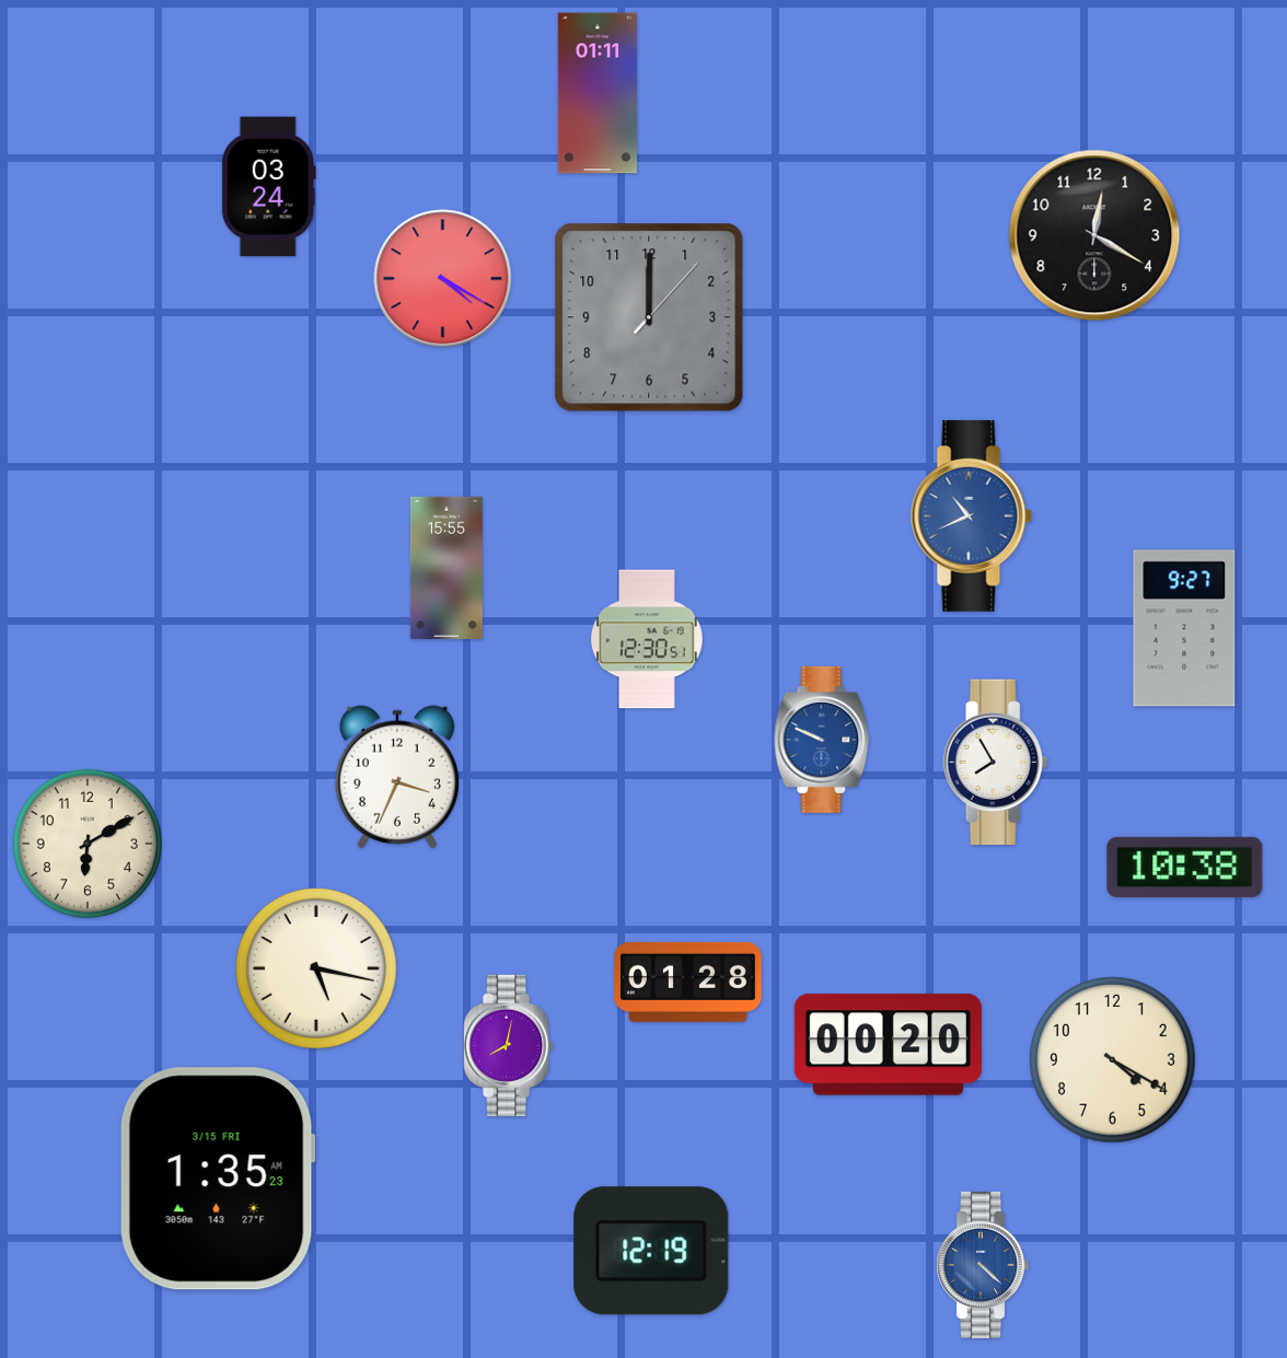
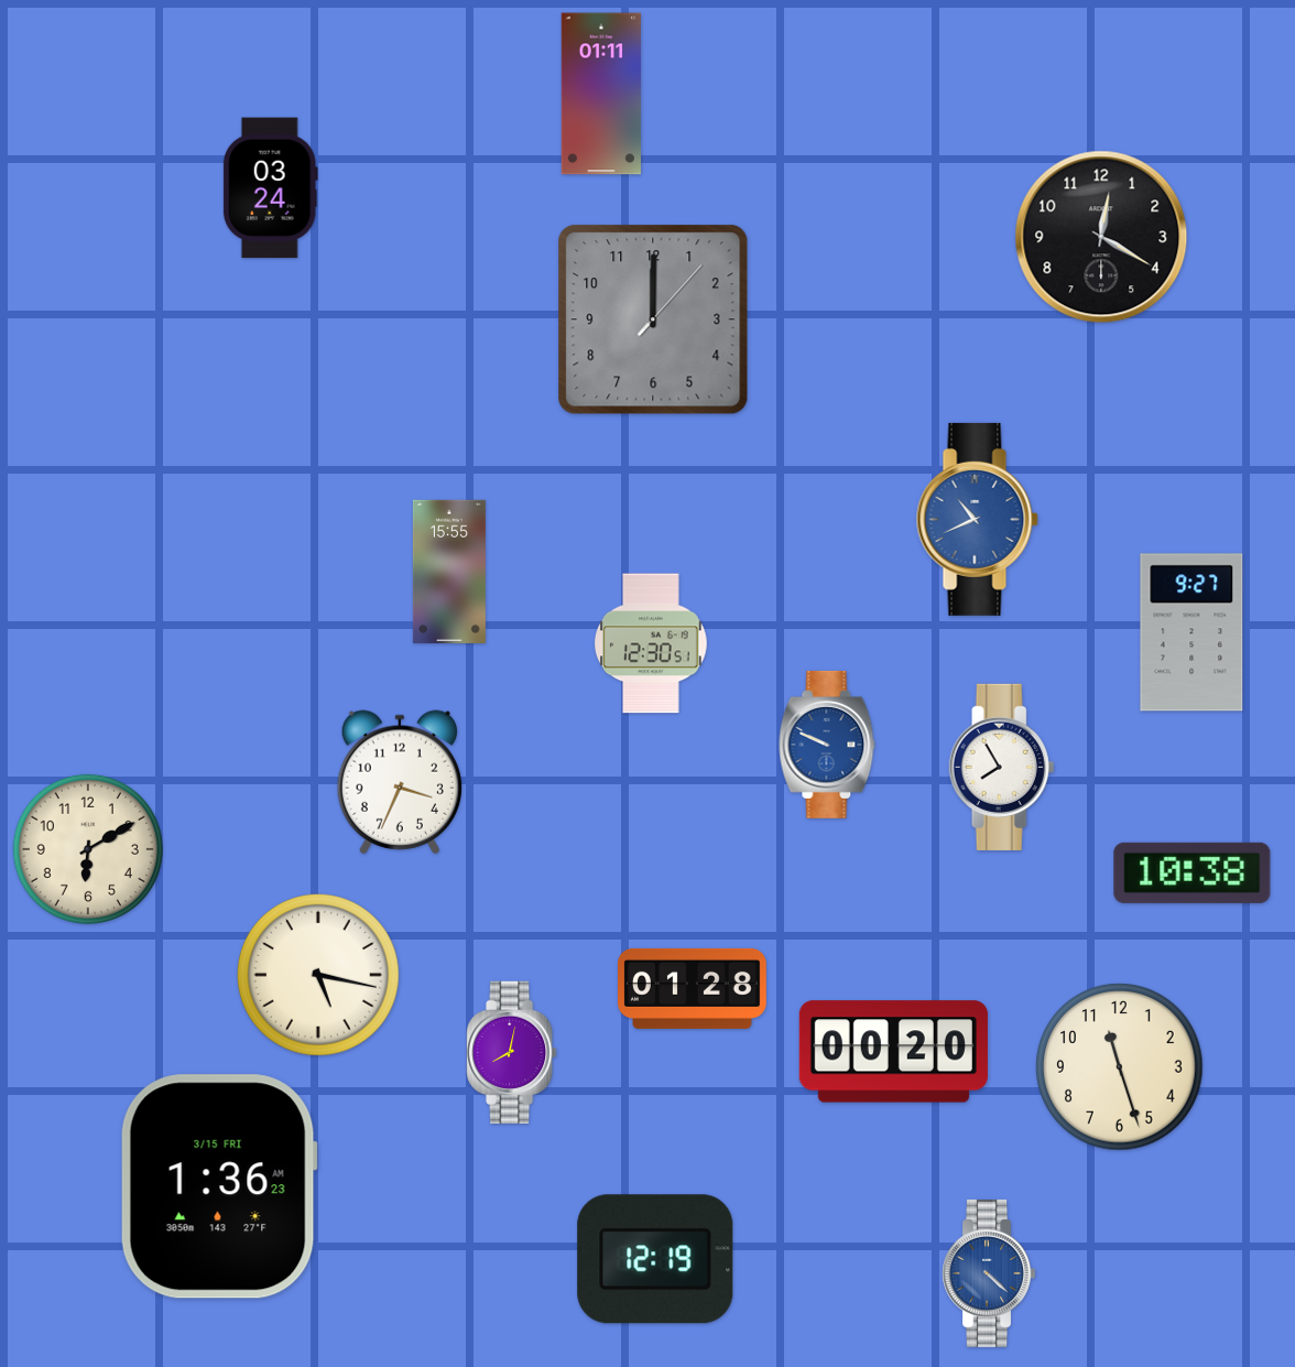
clock at (443, 279): 4:20 -> none
clock at (1113, 1060): 4:20 -> 11:27
clock at (218, 1179): 1:35 -> 1:36
